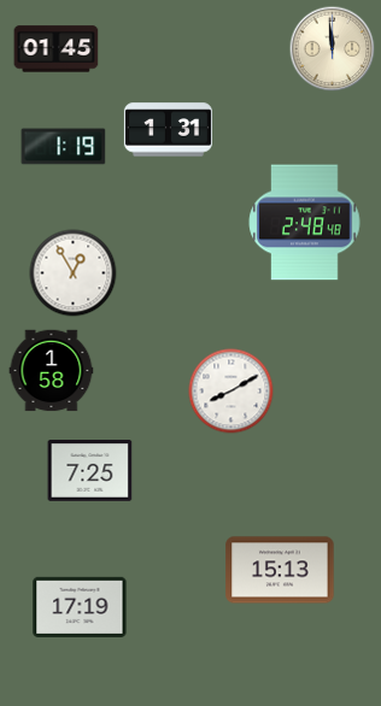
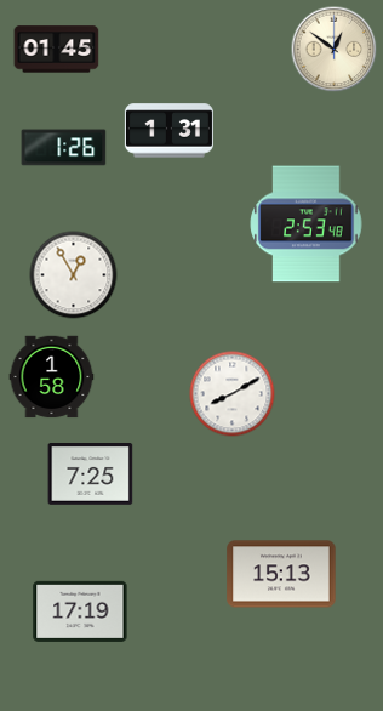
clock at (333, 49): 11:59 -> 12:51
clock at (64, 147): 1:19 -> 1:26
clock at (305, 223): 2:48 -> 2:53
clock at (52, 371) position: (52, 371) -> (52, 377)
